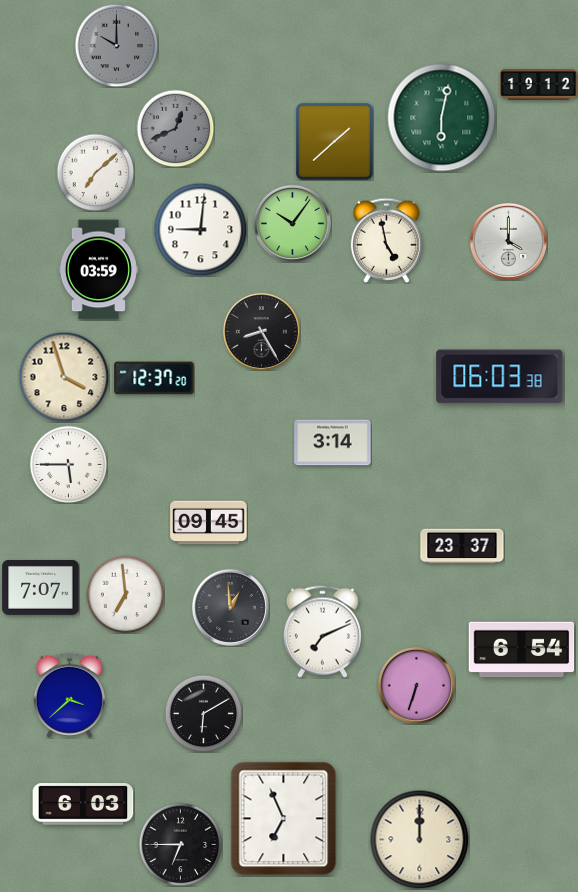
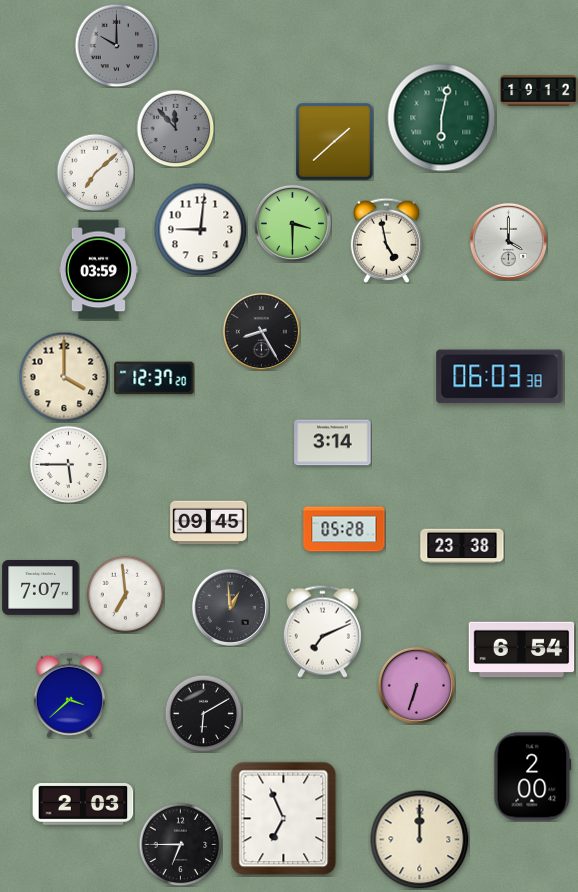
clock at (539, 84) position: (539, 84) -> (539, 90)
clock at (175, 128): 12:41 -> 11:53
clock at (292, 223): 10:06 -> 3:30
clock at (64, 377): 3:57 -> 4:00
clock at (344, 529): none -> 05:28
clock at (462, 546): 23:37 -> 23:38
clock at (533, 777): none -> 2:00
clock at (83, 804): 6:03 -> 2:03
